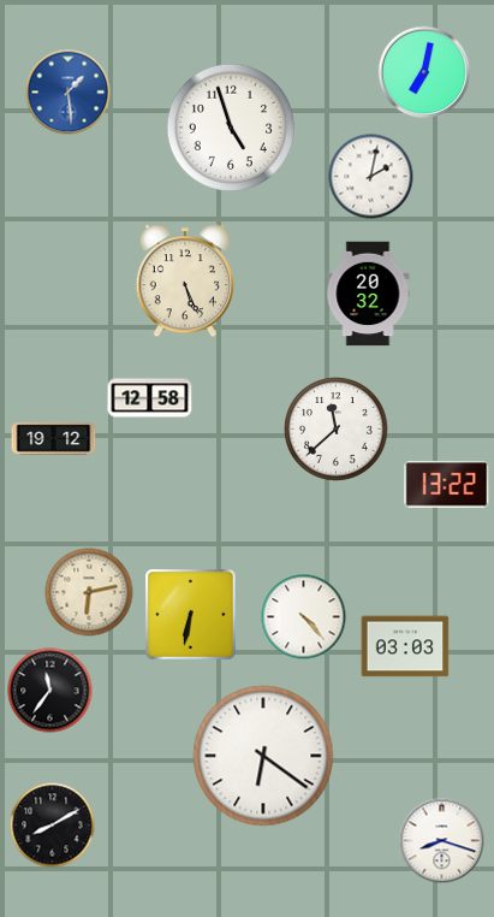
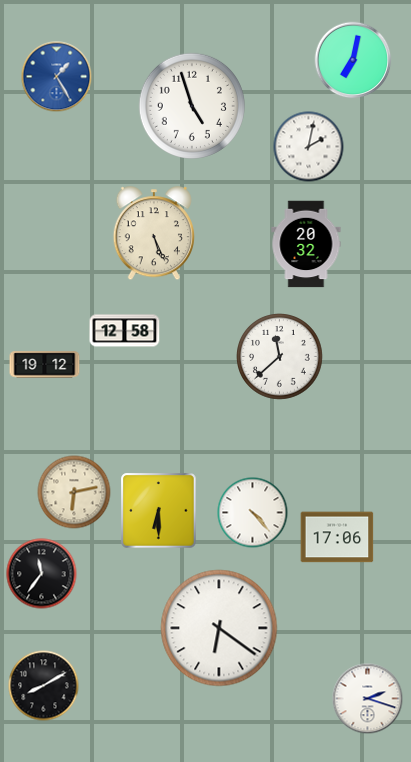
clock at (69, 93): 1:29 -> 1:25
clock at (447, 485): 13:22 -> none
clock at (191, 615): 6:32 -> 6:30
clock at (405, 646): 03:03 -> 17:06
clock at (442, 841): 8:18 -> 2:18
